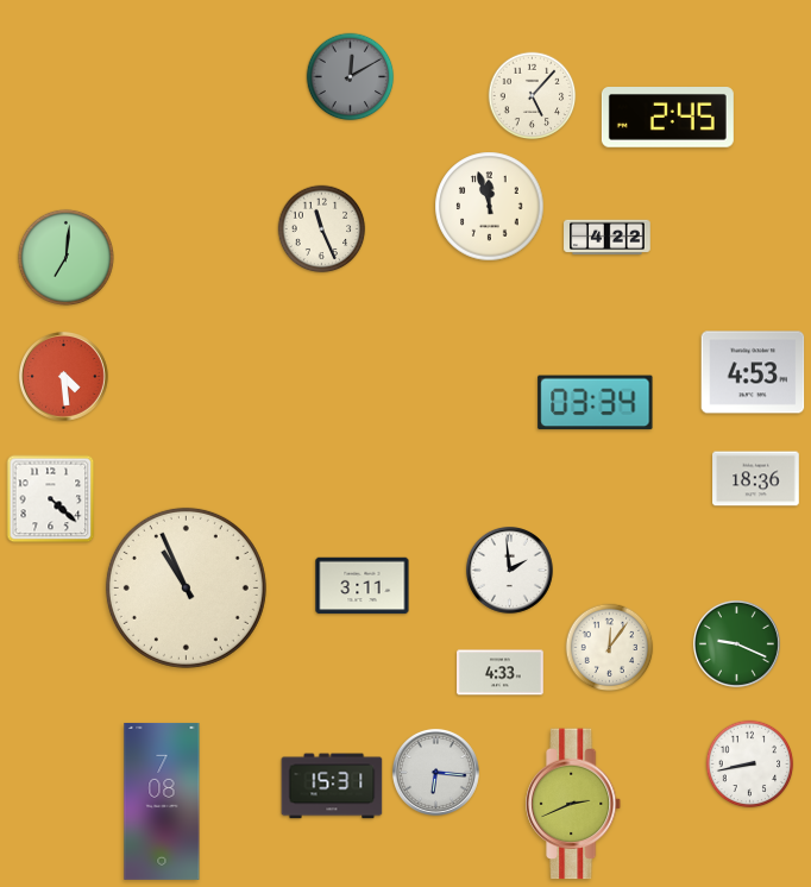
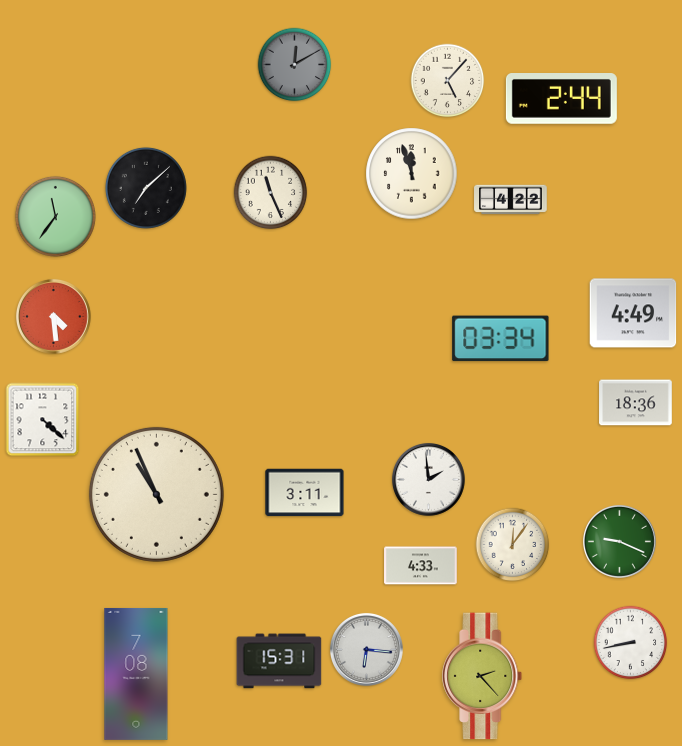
clock at (667, 118): 2:45 -> 2:44
clock at (146, 188): none -> 7:08
clock at (65, 257): 7:01 -> 11:36
clock at (753, 372): 4:53 -> 4:49
clock at (574, 804): 2:41 -> 2:23
